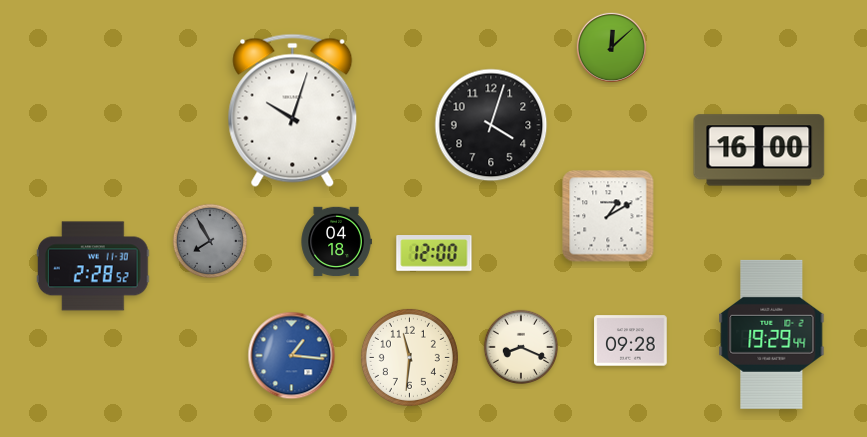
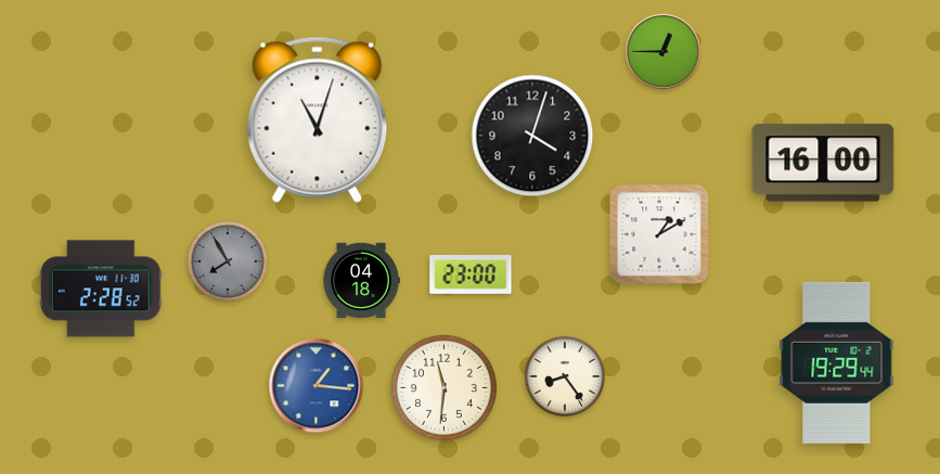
clock at (611, 47): 12:08 -> 12:45
clock at (293, 110): 10:03 -> 11:03
clock at (336, 242) position: (336, 242) -> (361, 281)
clock at (434, 254): 12:00 -> 23:00
clock at (631, 341): 09:28 -> none
clock at (520, 346): 8:19 -> 8:24
